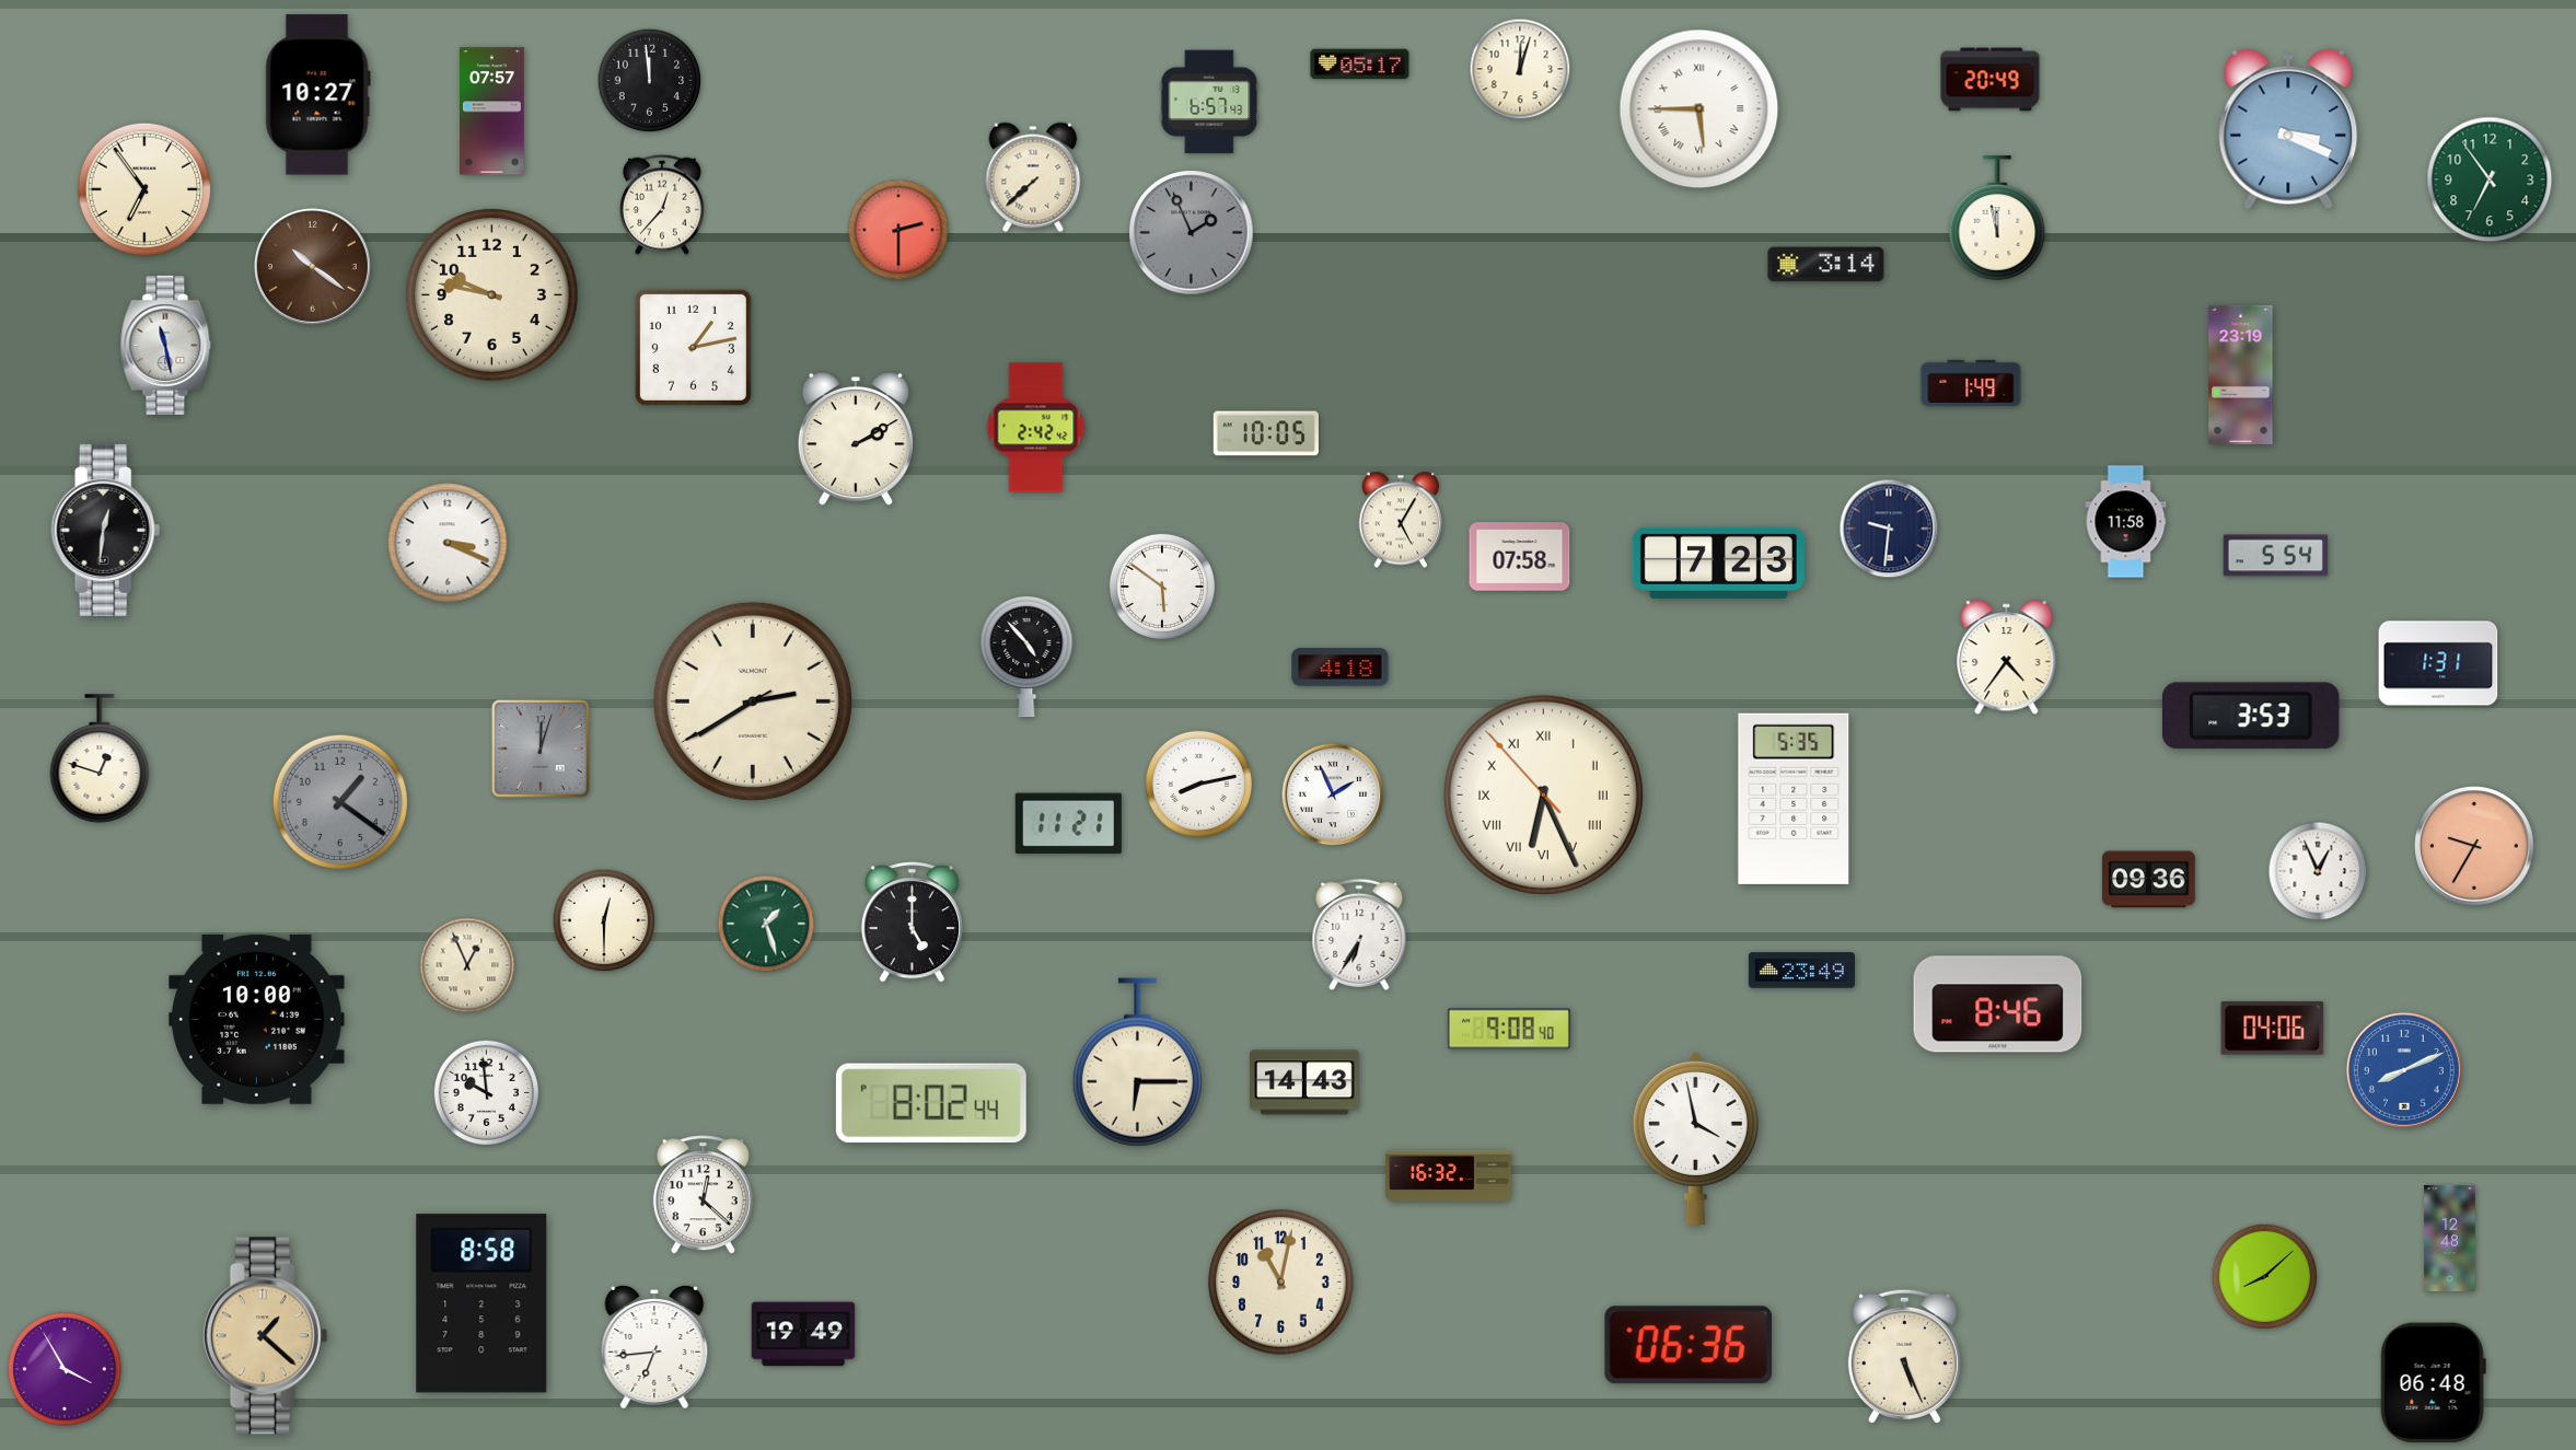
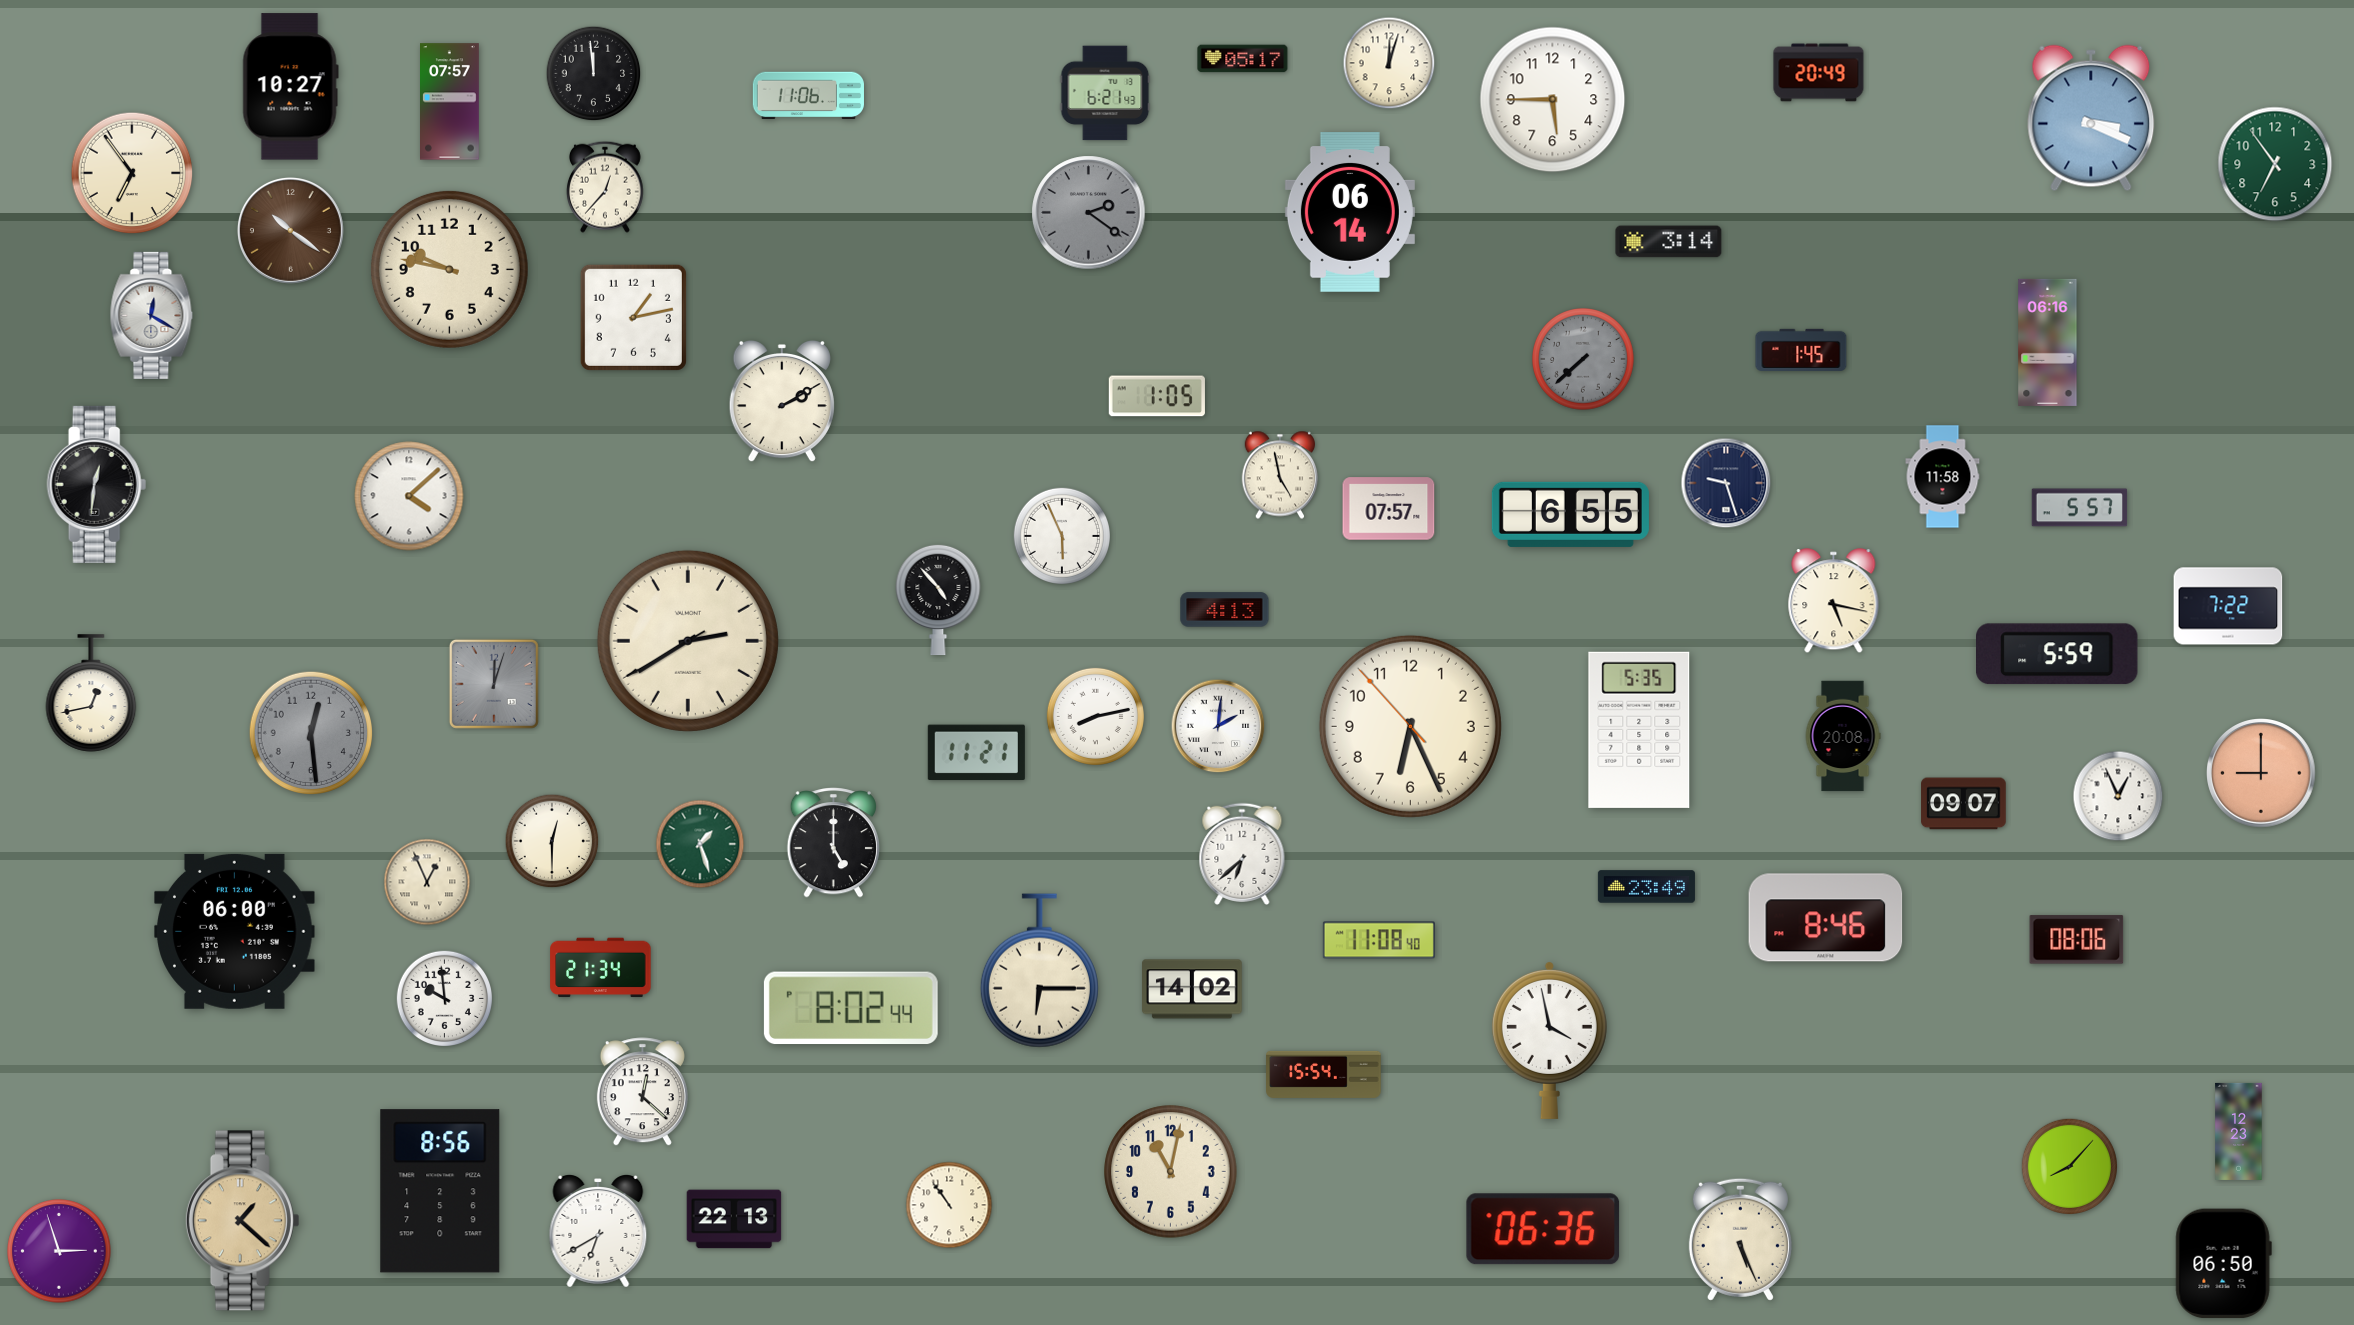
clock at (1209, 102): 6:57 -> 6:21
clock at (808, 96): none -> 11:06
clock at (1699, 109) numerals: Roman -> Arabic
clock at (1033, 177): 7:38 -> none
clock at (1997, 218): 11:58 -> none
clock at (898, 230): 2:30 -> none
clock at (1192, 233): 1:56 -> 2:21
clock at (1350, 213): none -> 06:14
clock at (312, 266) position: (312, 266) -> (290, 230)
clock at (166, 345): 11:28 -> 12:20
clock at (2241, 374): 23:19 -> 06:16
clock at (1971, 383): 1:49 -> 1:45
clock at (1584, 360): none -> 7:38
clock at (1036, 428): 2:42 -> none
clock at (1266, 433): 10:05 -> 1:05
clock at (1401, 520): 5:05 -> 4:58
clock at (1889, 529): 9:31 -> 9:27
clock at (448, 543): 3:19 -> 4:08
clock at (2276, 556): 5:54 -> 5:57
clock at (1520, 557): 07:58 -> 07:57
clock at (1718, 562): 7:23 -> 6:55
clock at (1162, 587): 5:51 -> 5:56
clock at (2007, 658): 4:36 -> 5:17
clock at (2438, 663): 1:31 -> 7:22
clock at (1341, 668): 4:18 -> 4:13
clock at (2252, 716): 3:53 -> 5:59
clock at (100, 758): 12:48 -> 12:43
clock at (1333, 794): 1:56 -> 2:01
clock at (1543, 794) numerals: Roman -> Arabic
clock at (339, 801): 1:21 -> 12:29
clock at (1843, 736): none -> 20:08
clock at (2474, 846): 9:35 -> 9:00
clock at (2149, 880): 09:36 -> 09:07
clock at (1359, 935): 6:35 -> 6:38
clock at (257, 1019): 10:00 -> 06:00
clock at (1509, 1029): 9:08 -> 11:08
clock at (2273, 1029): 04:06 -> 08:06
clock at (601, 968): none -> 21:34
clock at (2404, 1070): 8:11 -> none
clock at (1304, 1082): 14:43 -> 14:02
clock at (1449, 1175): 16:32 -> 15:54
clock at (2450, 1238): 12:48 -> 12:23
clock at (2264, 1276): 8:08 -> 8:07
clock at (481, 1303): 8:58 -> 8:56
clock at (949, 1205): none -> 10:54
clock at (803, 1334): 19:49 -> 22:13
clock at (654, 1348): 6:44 -> 6:40
clock at (65, 1369): 3:55 -> 2:57
clock at (2433, 1383): 06:48 -> 06:50
